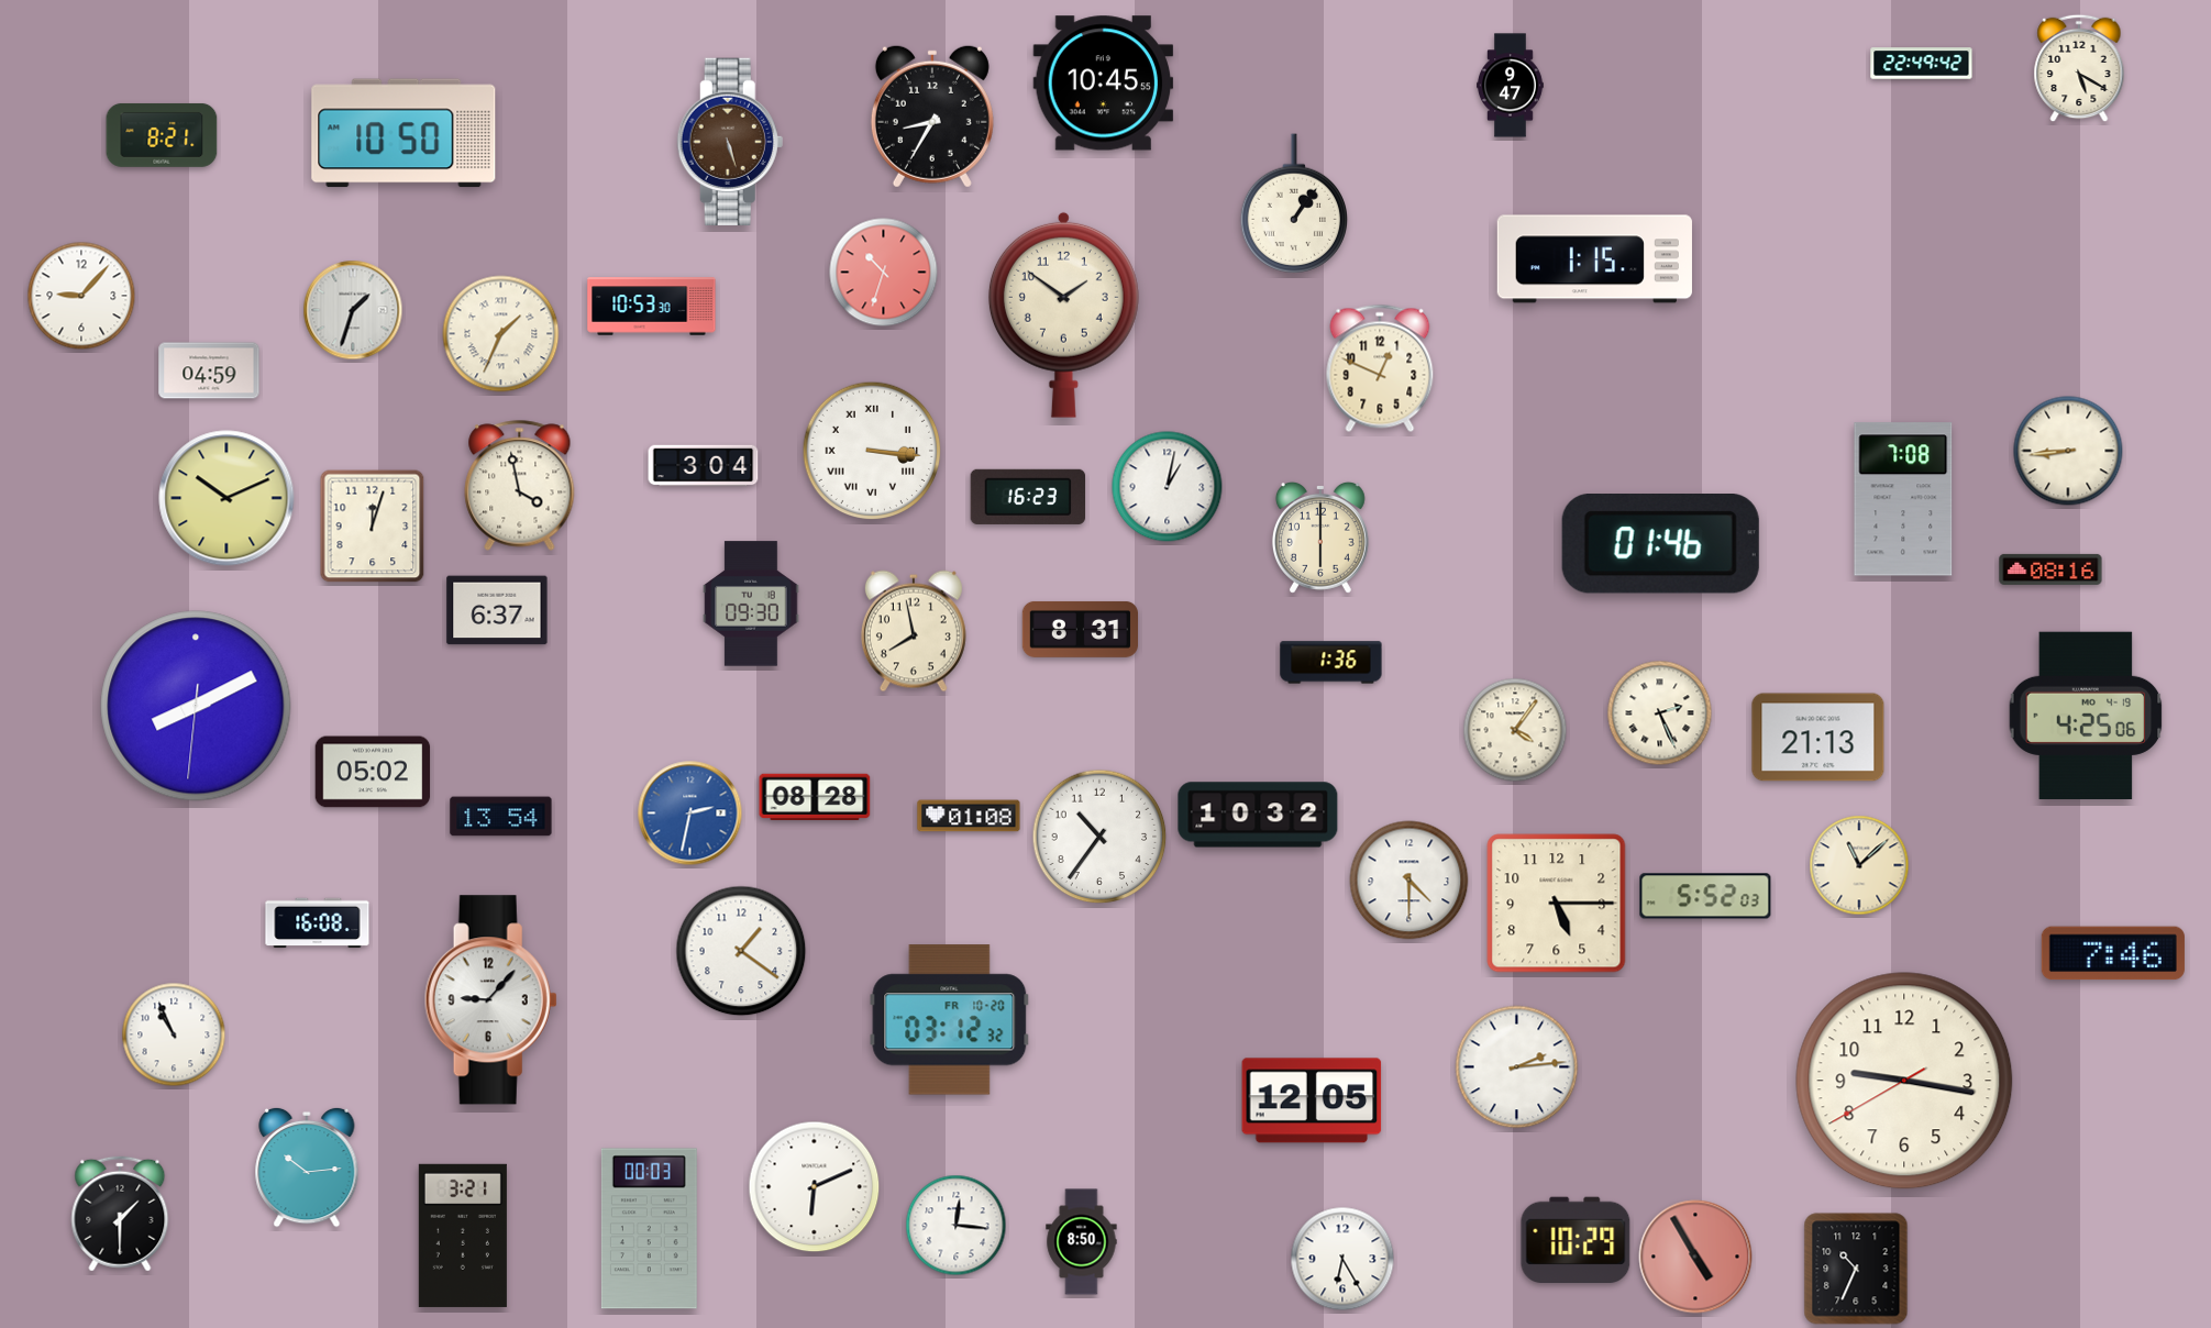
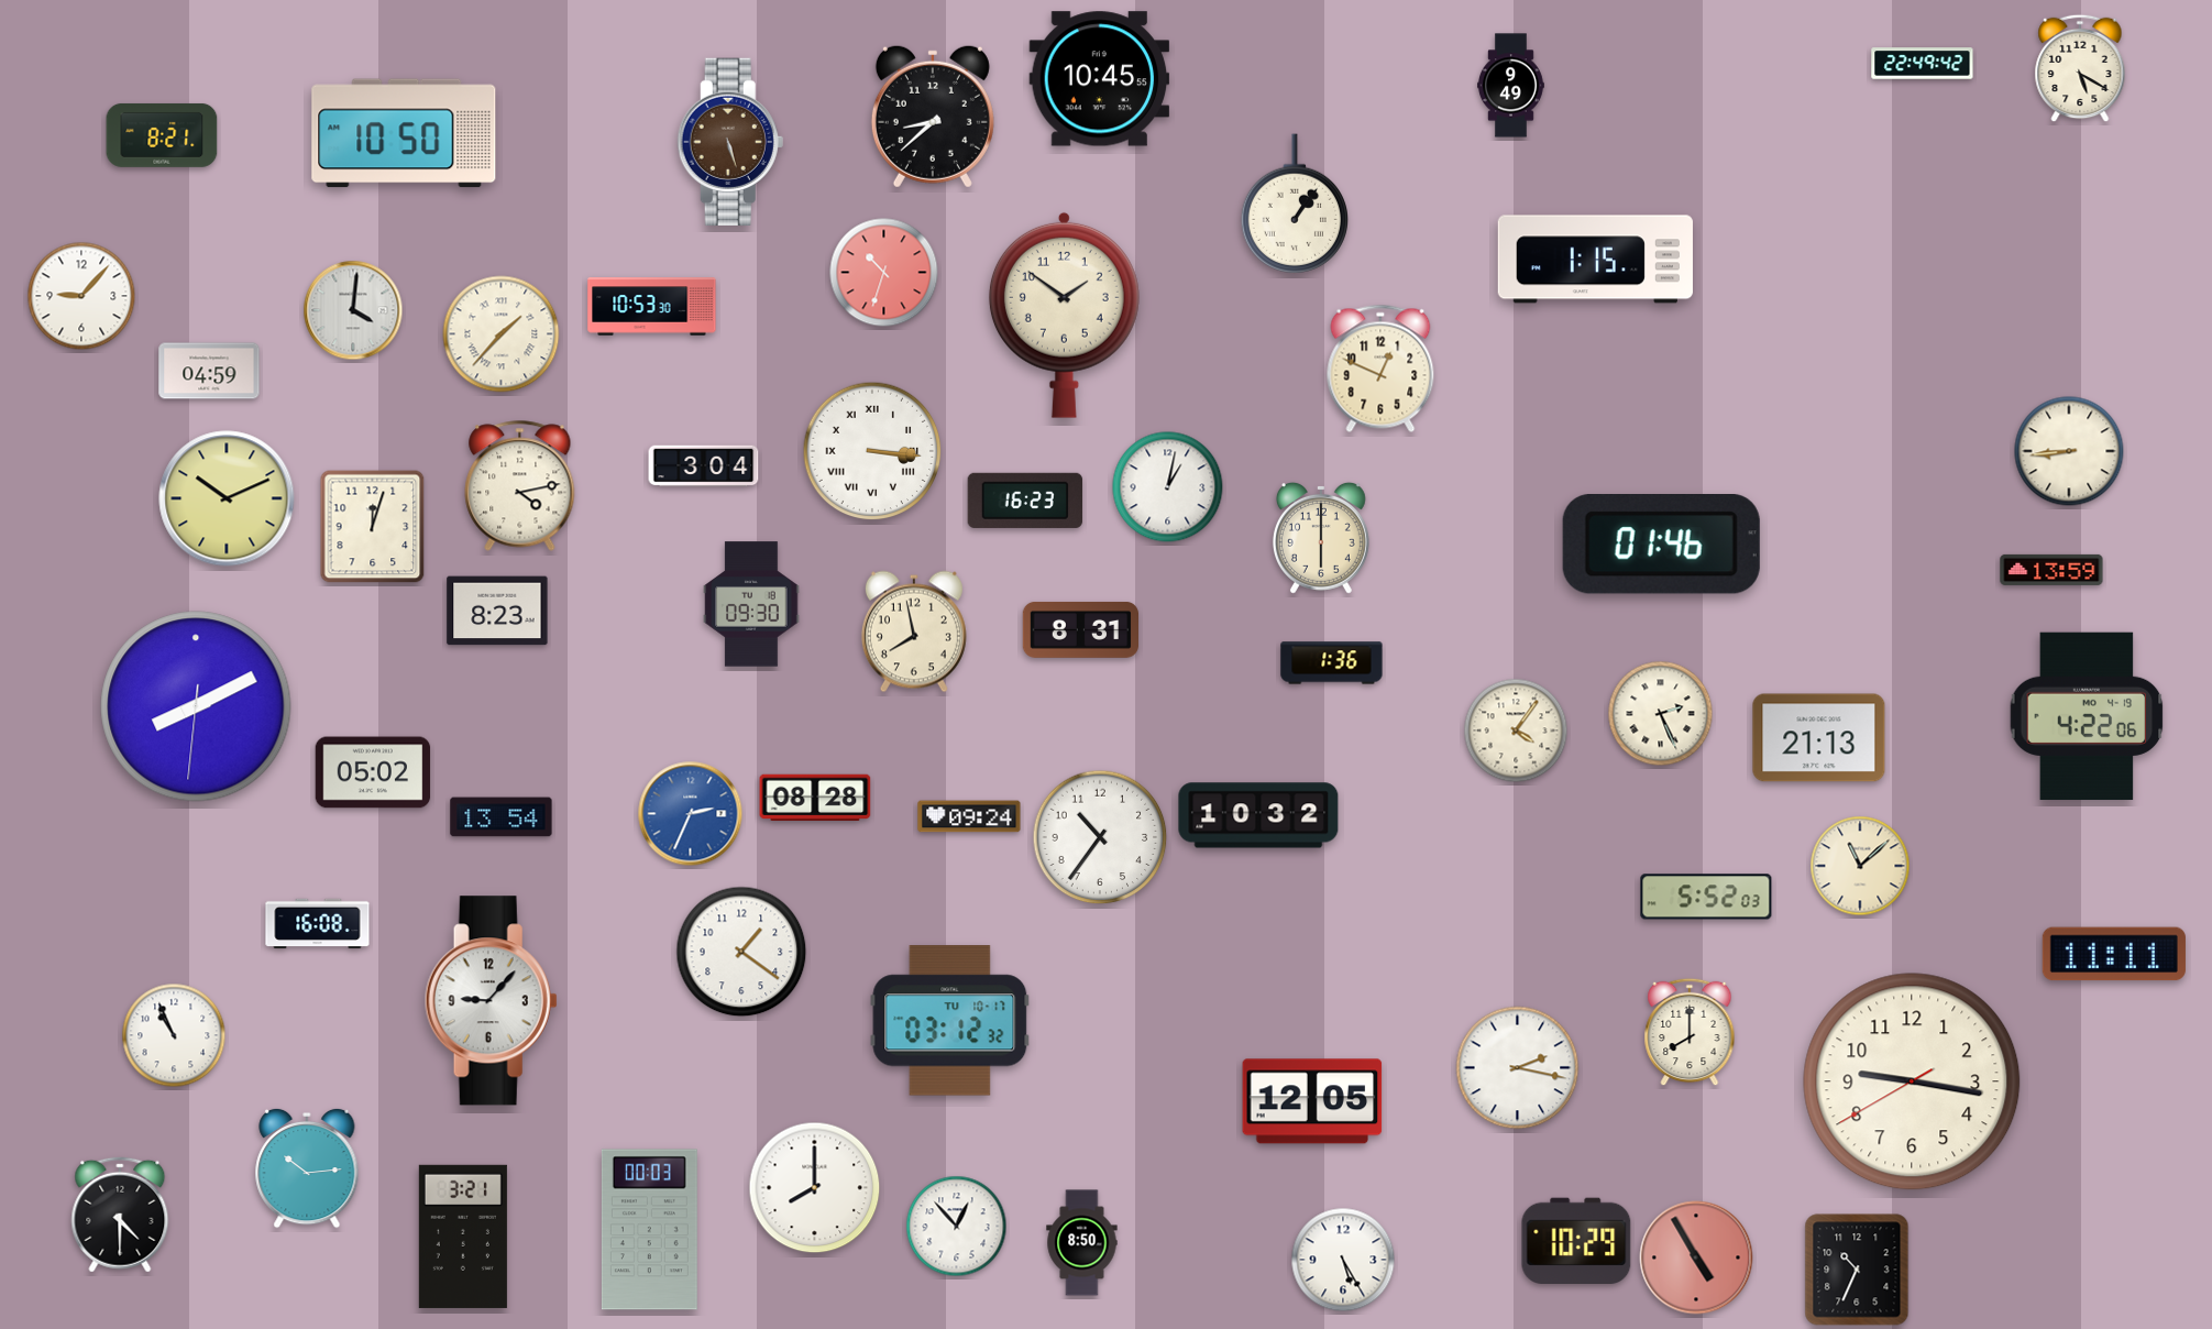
clock at (1104, 84) position: (1104, 84) -> (1100, 79)
clock at (1511, 86): 9:47 -> 9:49
clock at (932, 117): 8:35 -> 8:38
clock at (353, 310): 1:33 -> 4:01
clock at (501, 334): 1:34 -> 1:37
clock at (520, 486): 3:58 -> 4:13
clock at (1028, 497) position: (1028, 497) -> (1025, 501)
clock at (1903, 499): 7:08 -> none
clock at (2050, 569): 08:16 -> 13:59
clock at (497, 610): 6:37 -> 8:23
clock at (2086, 716): 4:25 -> 4:22
clock at (690, 814): 2:32 -> 2:34
clock at (969, 816): 01:08 -> 09:24
clock at (1409, 881): 4:30 -> none
clock at (1557, 904): 5:15 -> none
clock at (2113, 953): 7:46 -> 11:11
clock at (950, 1020) date: FR 10-20 -> TU 10-17
clock at (1690, 1032): none -> 8:00
clock at (1517, 1067): 2:14 -> 2:17
clock at (1904, 1081) position: (1904, 1081) -> (1912, 1081)
clock at (815, 1187): 6:11 -> 8:00
clock at (120, 1214): 1:30 -> 4:30
clock at (957, 1226): 12:16 -> 12:53
clock at (1342, 1259): 6:25 -> 5:25
